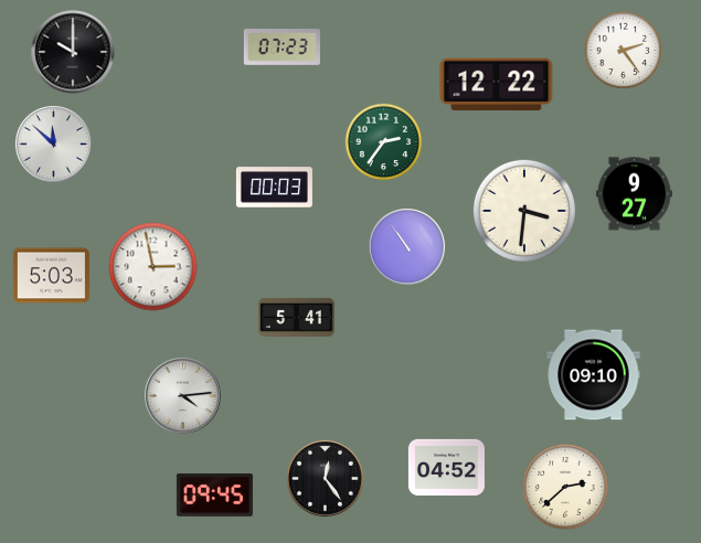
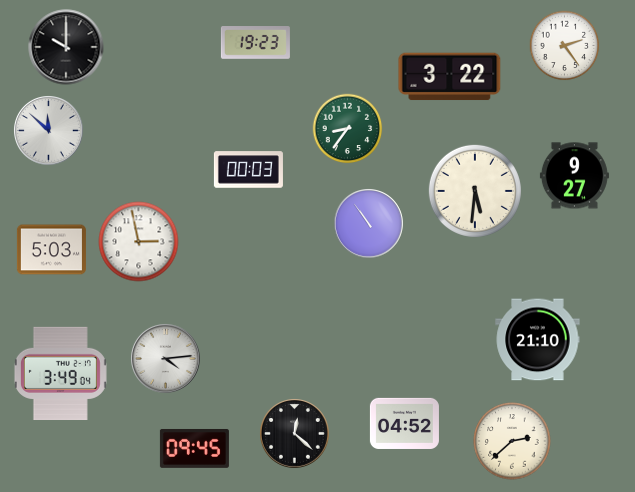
clock at (282, 47): 07:23 -> 19:23
clock at (497, 85): 12:22 -> 3:22
clock at (384, 142): 2:36 -> 8:36
clock at (524, 211): 3:31 -> 5:31
clock at (51, 276) position: (51, 276) -> (51, 250)
clock at (296, 317): 5:41 -> none
clock at (594, 375): 09:10 -> 21:10
clock at (60, 373): none -> 3:49
clock at (326, 479): 12:24 -> 12:22
